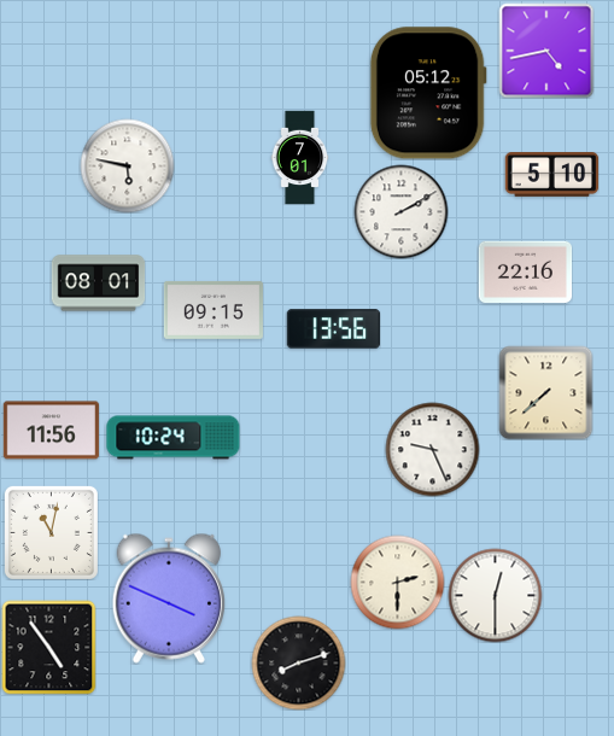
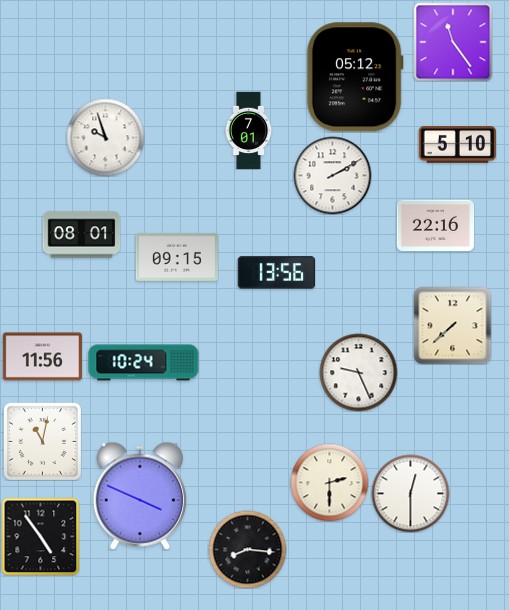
clock at (546, 51): 4:43 -> 11:24
clock at (127, 165): 5:47 -> 9:57
clock at (298, 662): 8:12 -> 8:16
